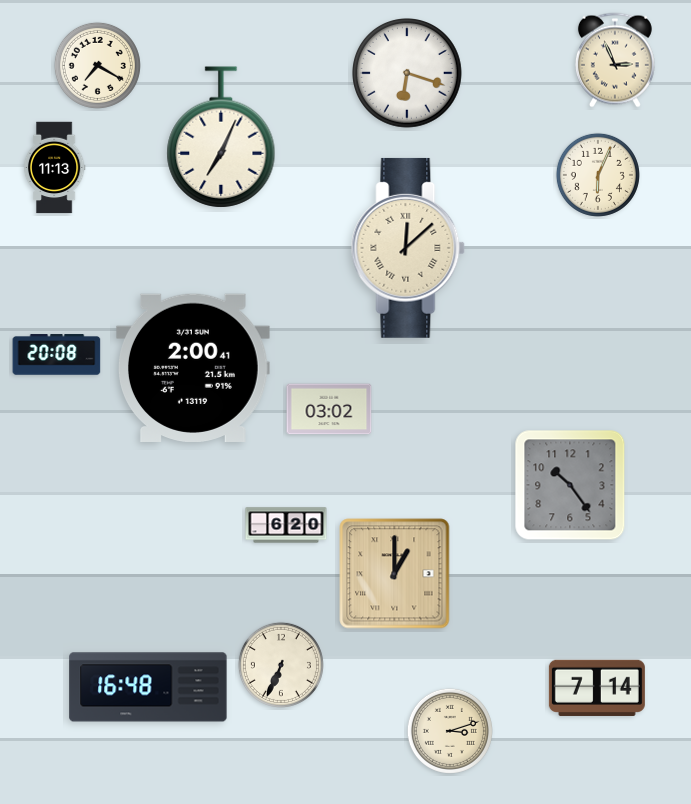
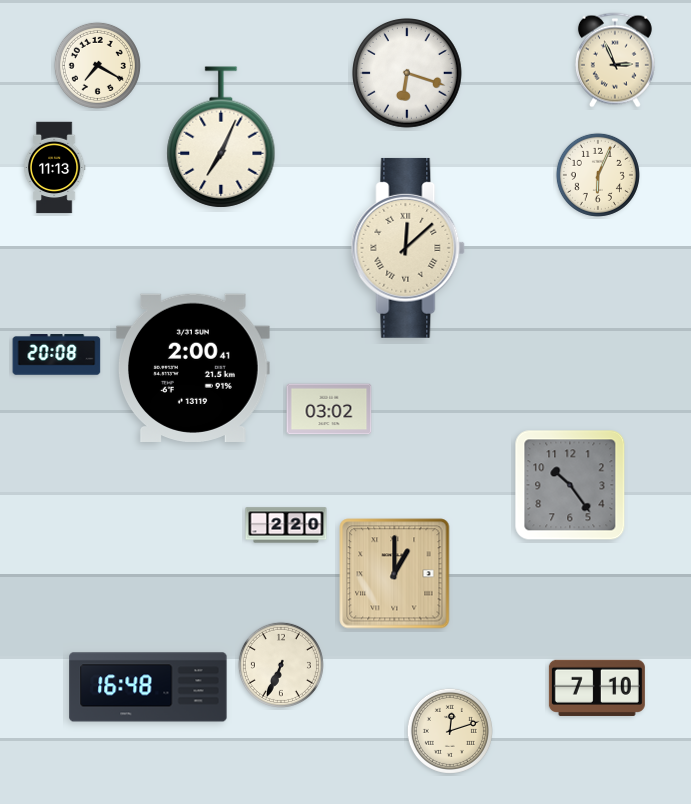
clock at (286, 525): 6:20 -> 2:20
clock at (597, 687): 7:14 -> 7:10
clock at (450, 731): 3:12 -> 12:12
